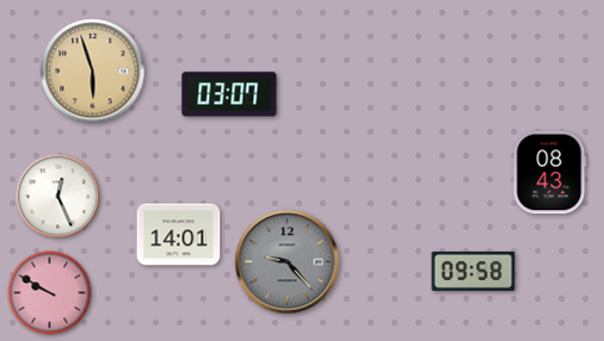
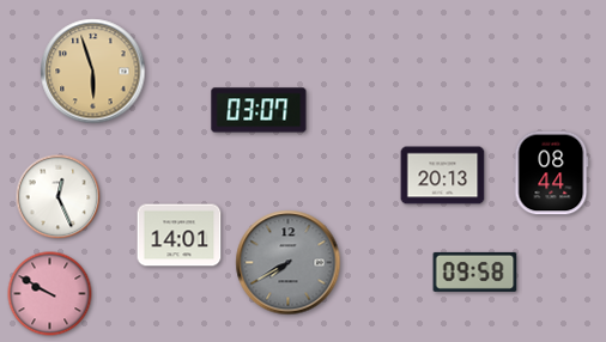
clock at (229, 94) position: (229, 94) -> (259, 110)
clock at (550, 173): 08:43 -> 08:44
clock at (443, 176): none -> 20:13
clock at (288, 262): 9:23 -> 7:40
